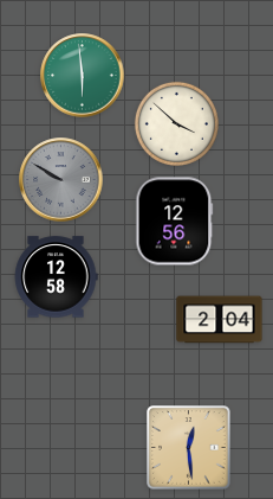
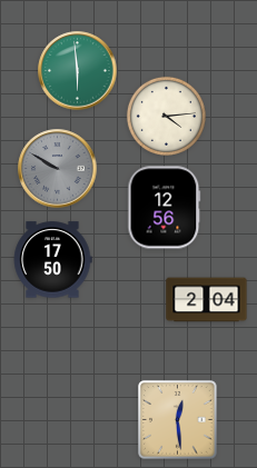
clock at (176, 123): 3:52 -> 4:14
clock at (56, 277): 12:58 -> 17:50
